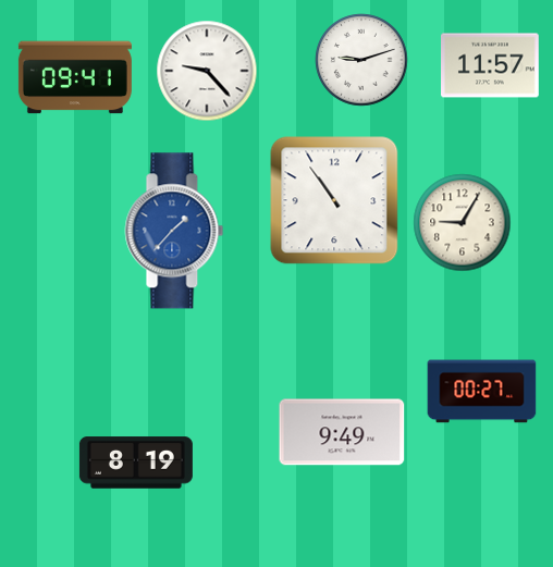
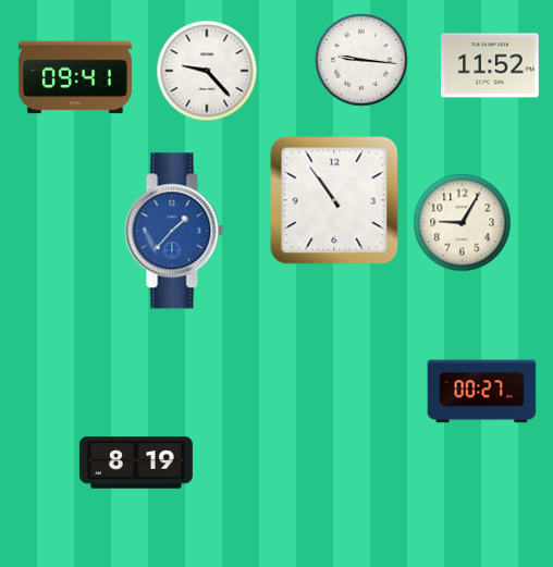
clock at (361, 60): 9:12 -> 9:16
clock at (491, 65): 11:57 -> 11:52
clock at (342, 432): 9:49 -> none
